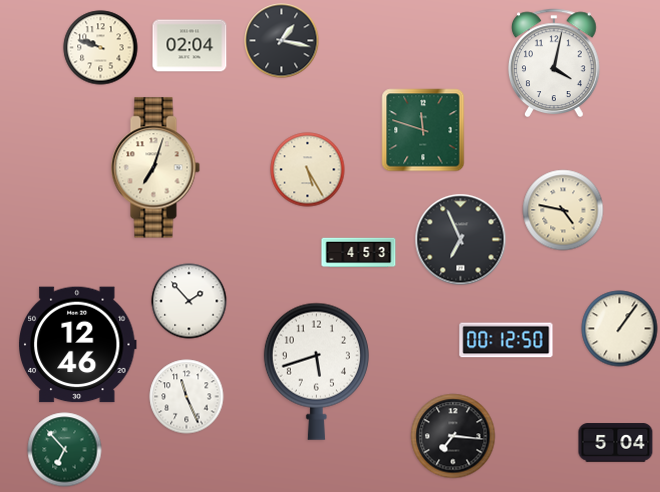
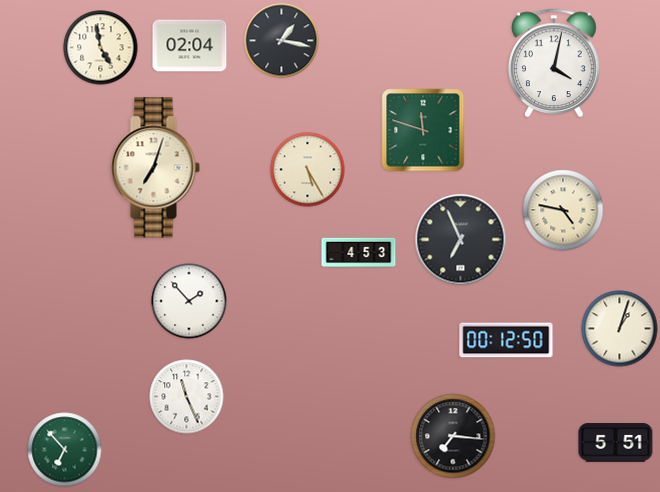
clock at (101, 48): 9:48 -> 4:58
clock at (620, 329): 1:06 -> 1:03
clock at (78, 345): 12:46 -> none
clock at (316, 371): 5:42 -> none
clock at (616, 443): 5:04 -> 5:51
